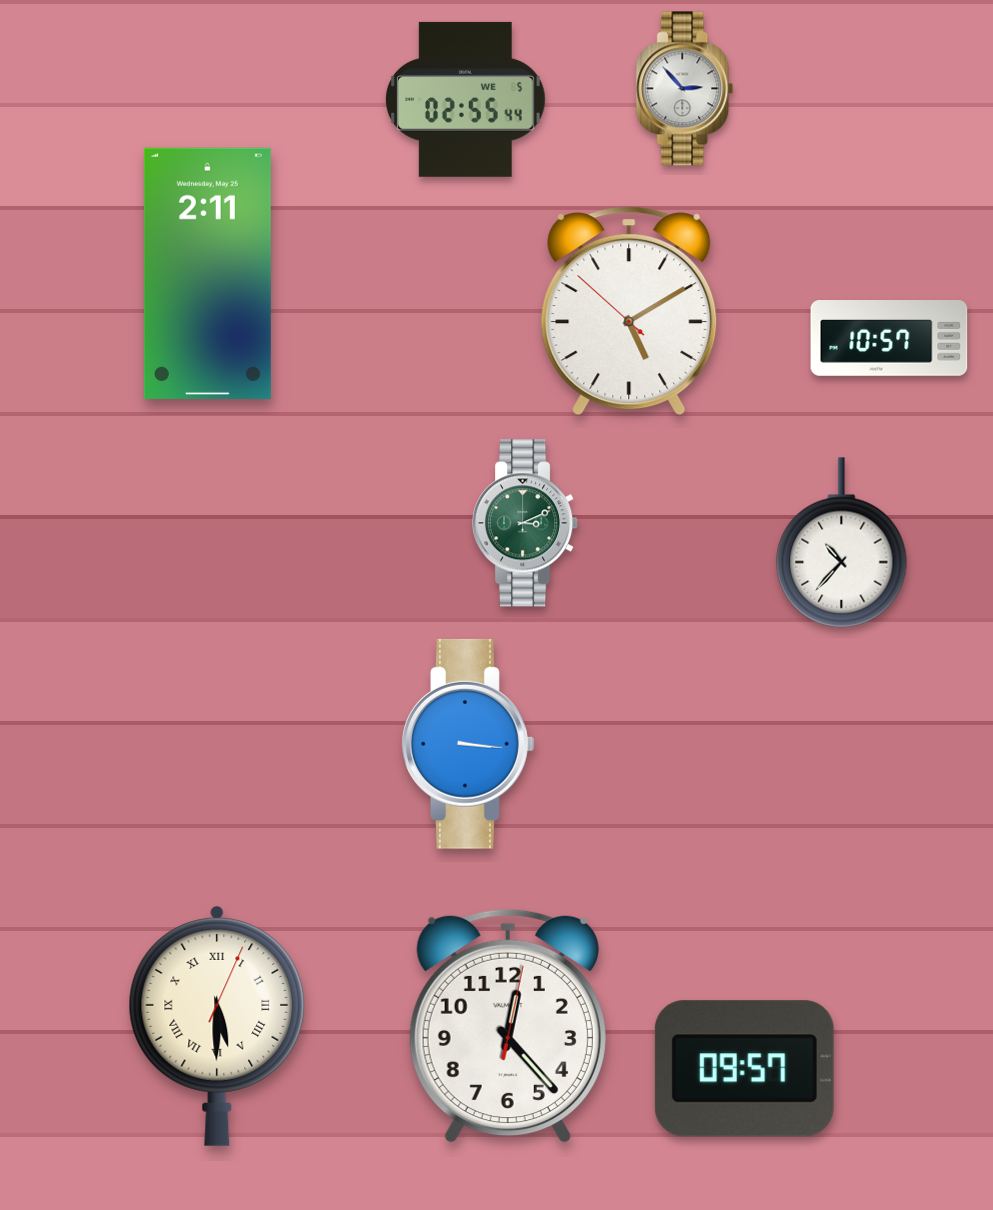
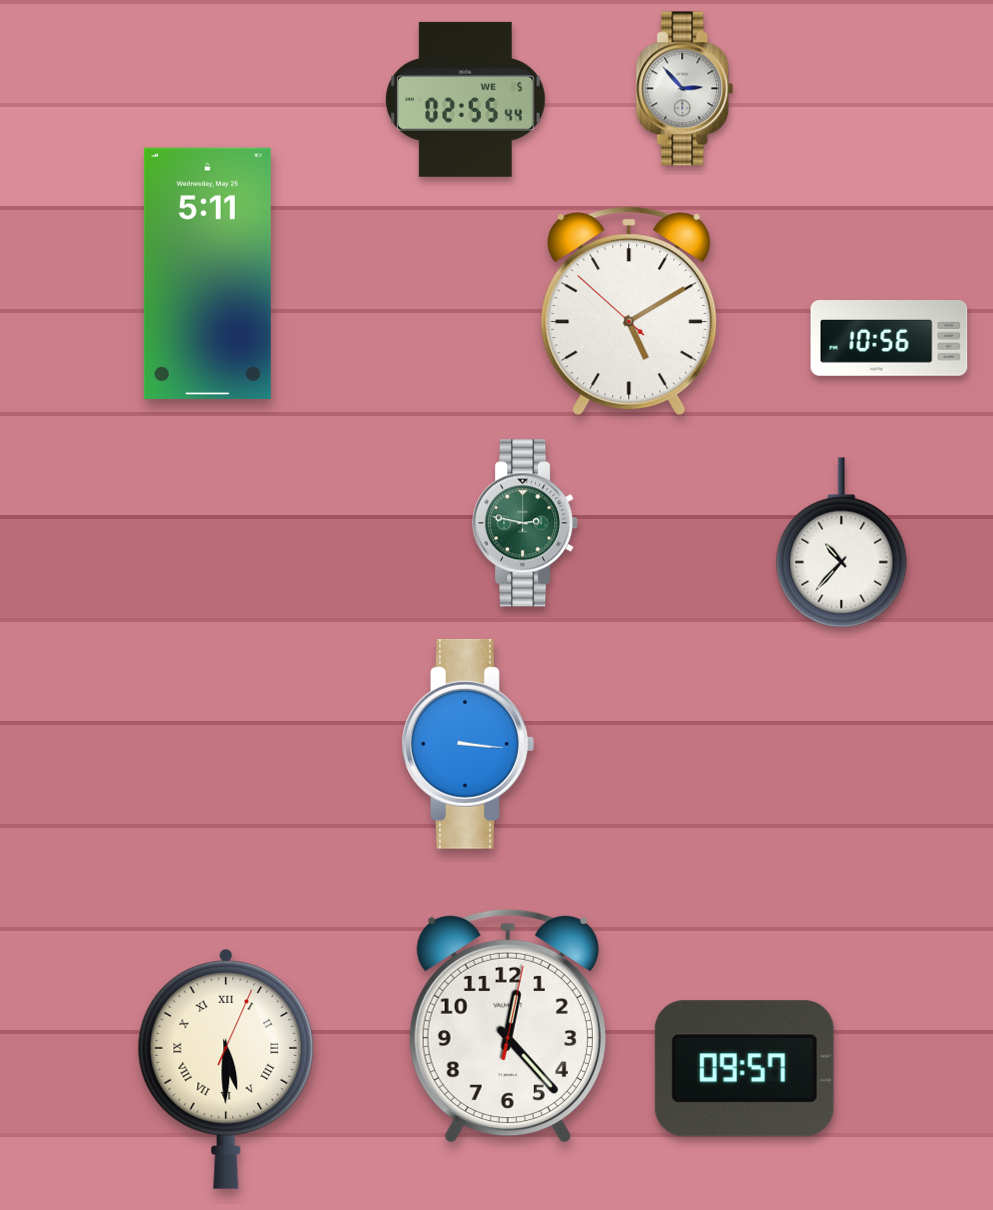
clock at (207, 273): 2:11 -> 5:11
clock at (889, 339): 10:57 -> 10:56
clock at (525, 523): 3:11 -> 2:47
clock at (217, 1026) position: (217, 1026) -> (226, 1069)
